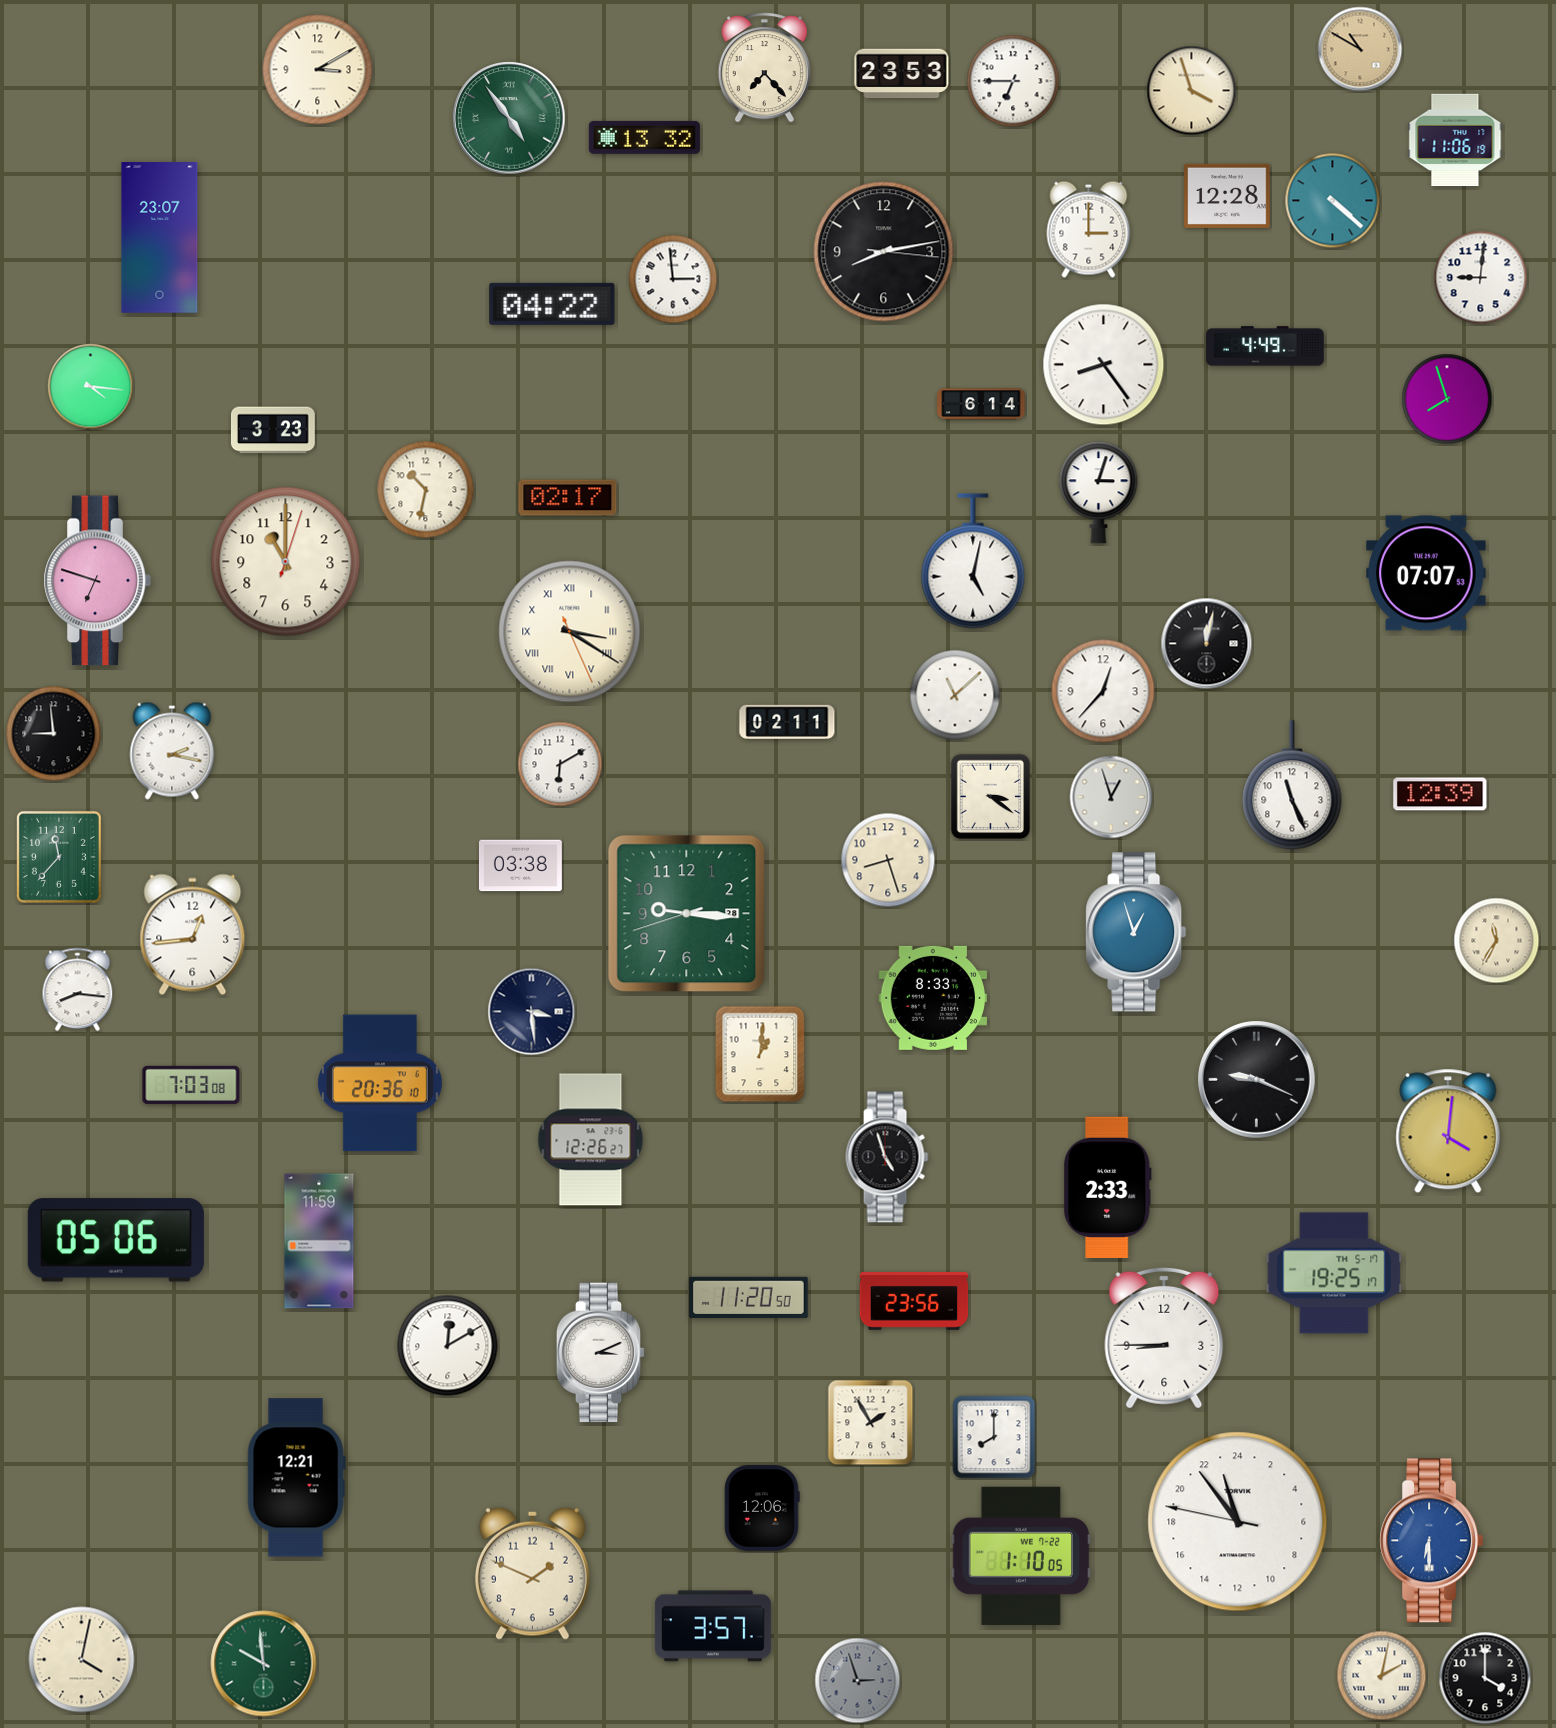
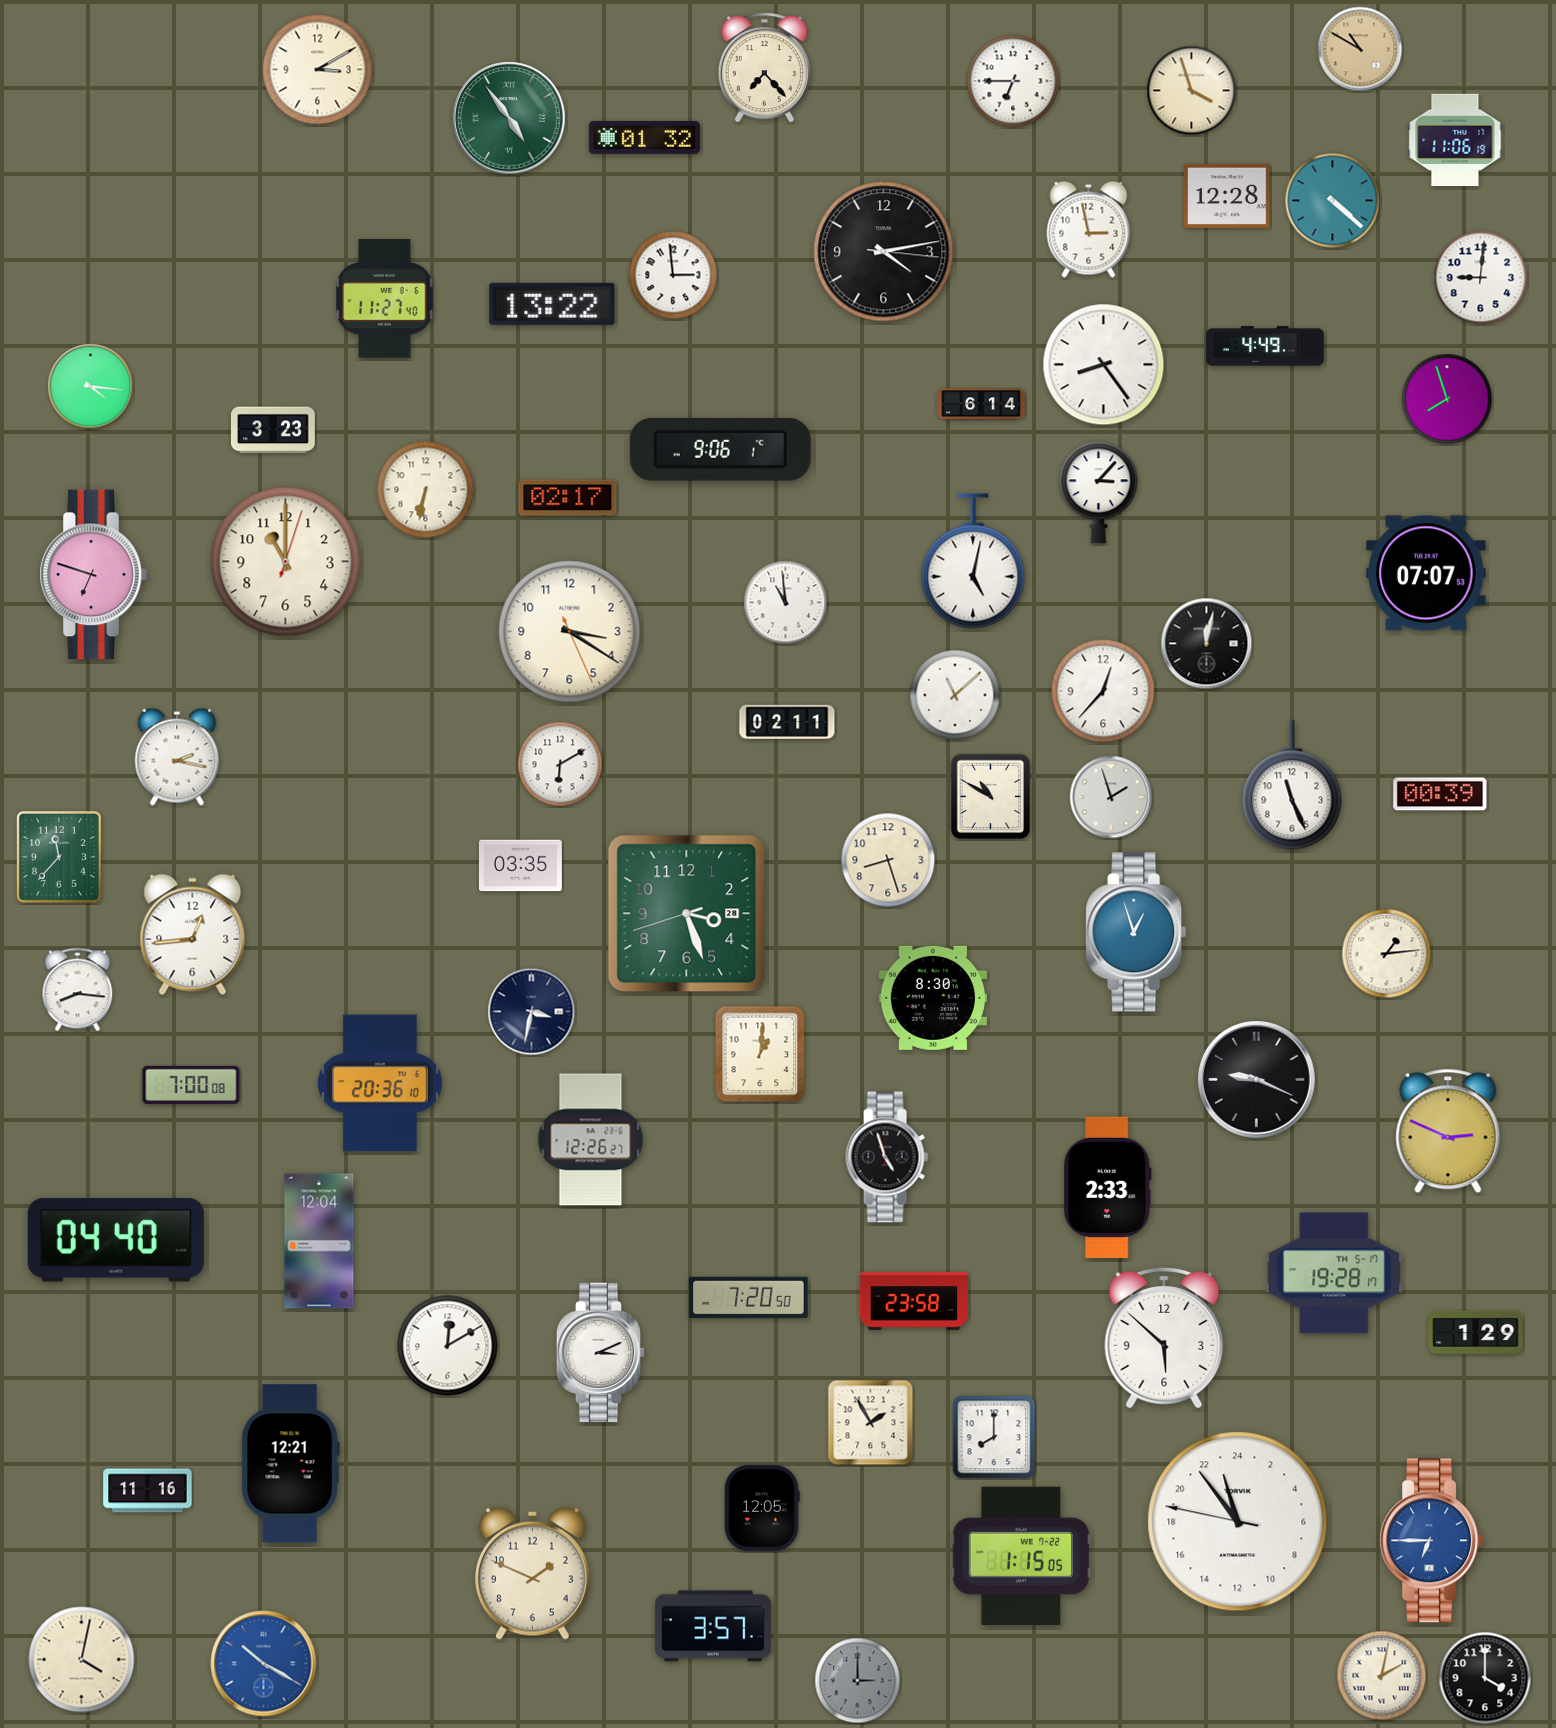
clock at (902, 74): 23:53 -> none
clock at (644, 137): 13:32 -> 01:32
clock at (1089, 229): 3:00 -> 2:58
clock at (160, 238): 23:07 -> none
clock at (884, 252): 8:13 -> 4:13
clock at (673, 279) position: (673, 279) -> (673, 275)
clock at (385, 299): none -> 11:27
clock at (552, 304): 04:22 -> 13:22
clock at (720, 449): none -> 9:06
clock at (426, 490): 10:32 -> 6:32
clock at (1099, 493): 3:03 -> 3:07
clock at (97, 581) position: (97, 581) -> (93, 575)
clock at (786, 603): none -> 10:59
clock at (570, 632) numerals: Roman -> Arabic
clock at (54, 734): 8:59 -> none
clock at (172, 751) position: (172, 751) -> (177, 757)
clock at (1440, 794): 12:39 -> 00:39
clock at (991, 797): 3:21 -> 10:50
clock at (1111, 797): 12:57 -> 1:57
clock at (520, 866): 03:38 -> 03:35
clock at (687, 914): 9:15 -> 3:26
clock at (1497, 941): 11:35 -> none
clock at (1387, 954): none -> 1:14
clock at (933, 998): 8:33 -> 8:30
clock at (532, 1012): 3:29 -> 3:32
clock at (191, 1085): 7:03 -> 7:00
clock at (1448, 1131): 4:01 -> 2:49
clock at (116, 1240): 05:06 -> 04:40
clock at (319, 1241): 11:59 -> 12:04
clock at (1334, 1273): 19:25 -> 19:28
clock at (749, 1297): 11:20 -> 7:20
clock at (914, 1302): 23:56 -> 23:58
clock at (1476, 1332): none -> 1:29
clock at (1164, 1338): 8:45 -> 5:52
clock at (296, 1478) position: (296, 1478) -> (290, 1464)
clock at (148, 1491): none -> 11:16
clock at (762, 1508): 12:06 -> 12:05
clock at (1432, 1541): 6:30 -> 6:45
clock at (1021, 1556): 1:10 -> 1:15
clock at (264, 1664): 9:59 -> 10:20
clock at (264, 1664) dial: green -> blue
clock at (858, 1681): 2:57 -> 3:00
